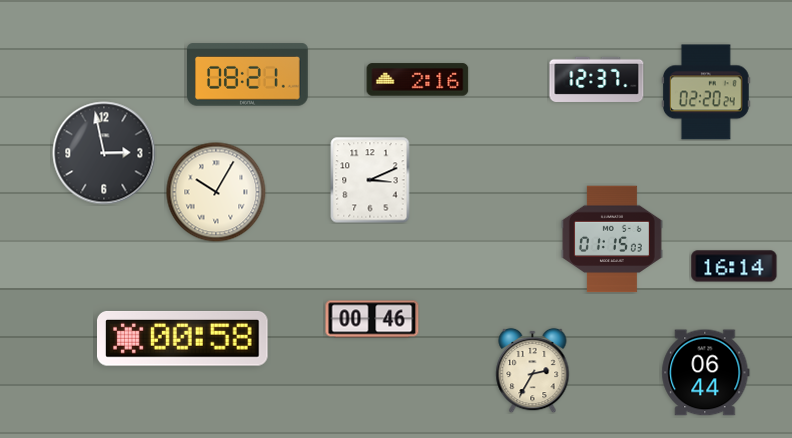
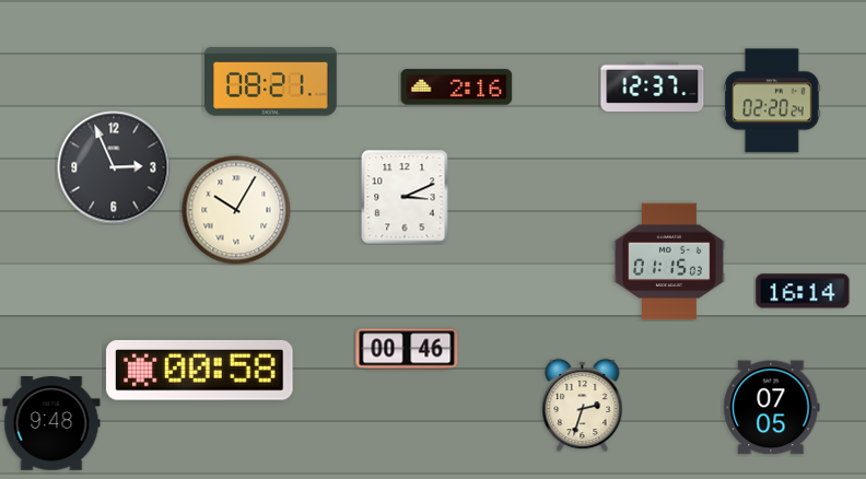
clock at (104, 153): 2:58 -> 2:56
clock at (533, 370): 2:35 -> 2:33
clock at (706, 373): 06:44 -> 07:05
clock at (51, 423): none -> 9:48
